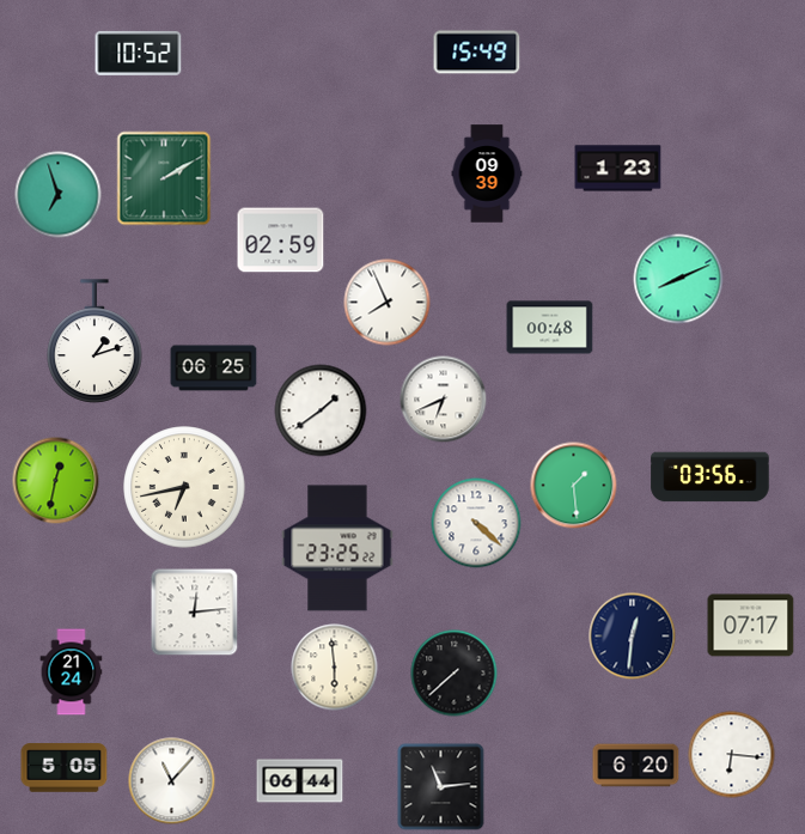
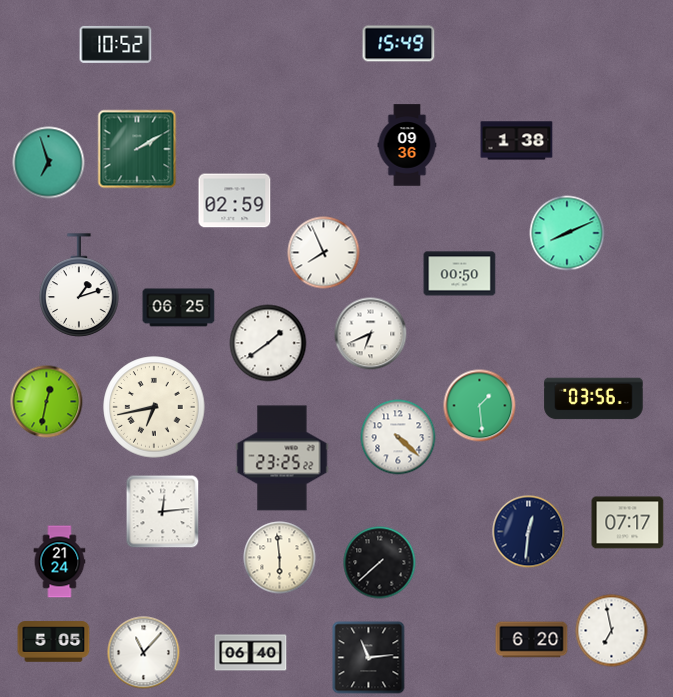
clock at (618, 169): 1:23 -> 1:38
clock at (487, 174): 09:39 -> 09:36
clock at (550, 328): 00:48 -> 00:50
clock at (732, 755): 6:16 -> 6:58
clock at (300, 781): 06:44 -> 06:40
